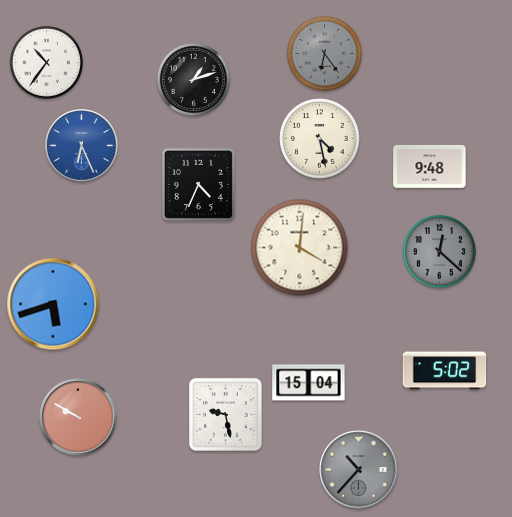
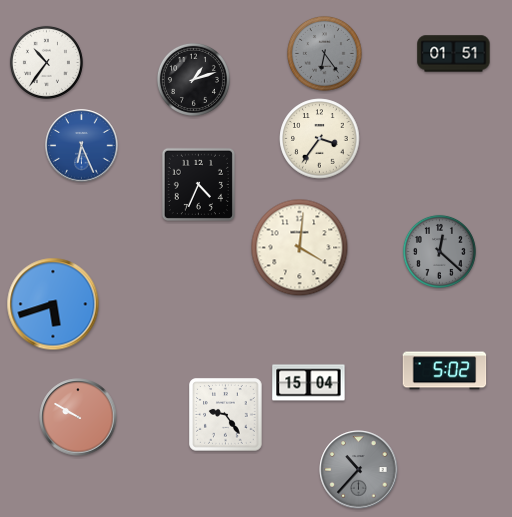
clock at (454, 54): none -> 01:51
clock at (320, 139): 4:28 -> 3:36
clock at (430, 166): 9:48 -> none
clock at (226, 415): 9:28 -> 9:24
